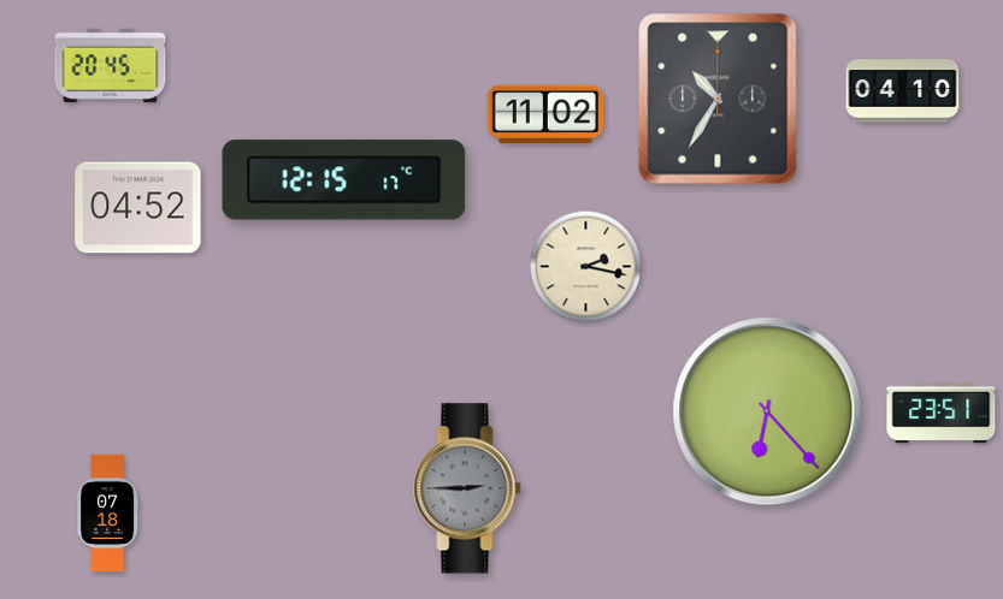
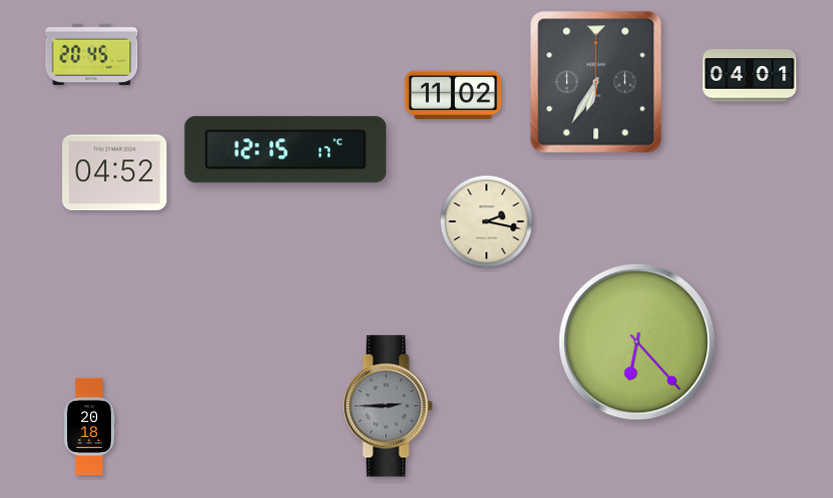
clock at (903, 91): 04:10 -> 04:01
clock at (718, 99): 10:35 -> 6:35
clock at (942, 414): 23:51 -> none
clock at (108, 514): 07:18 -> 20:18
